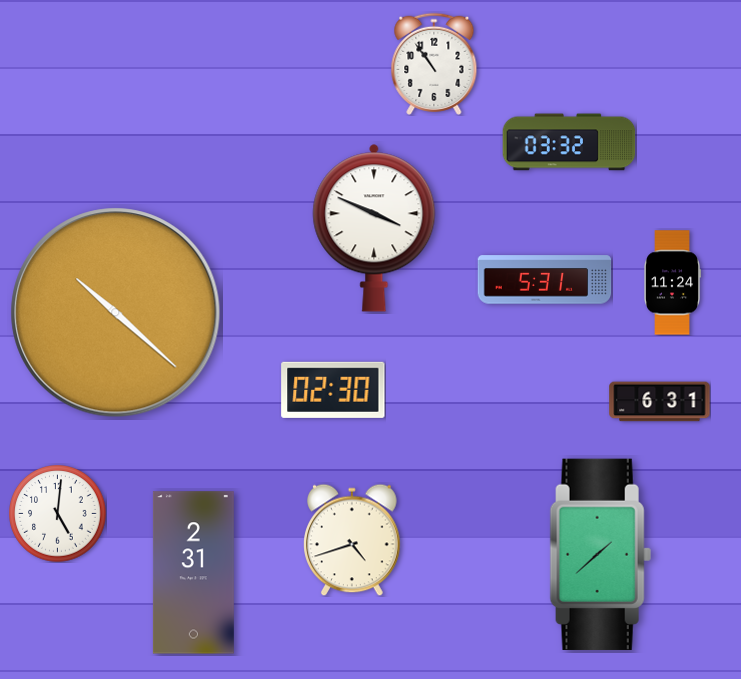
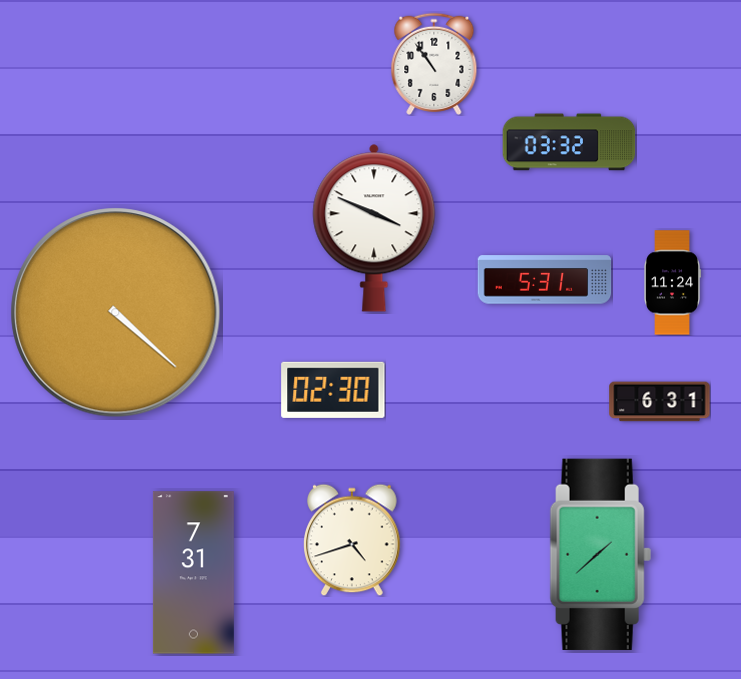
clock at (116, 313): 10:22 -> 4:22
clock at (58, 514): 5:01 -> none
clock at (193, 573): 2:31 -> 7:31
